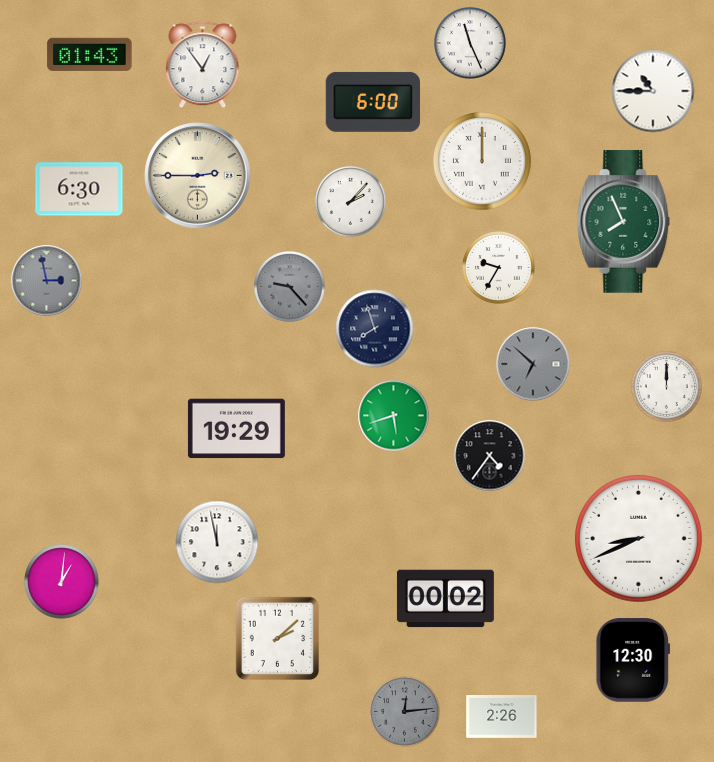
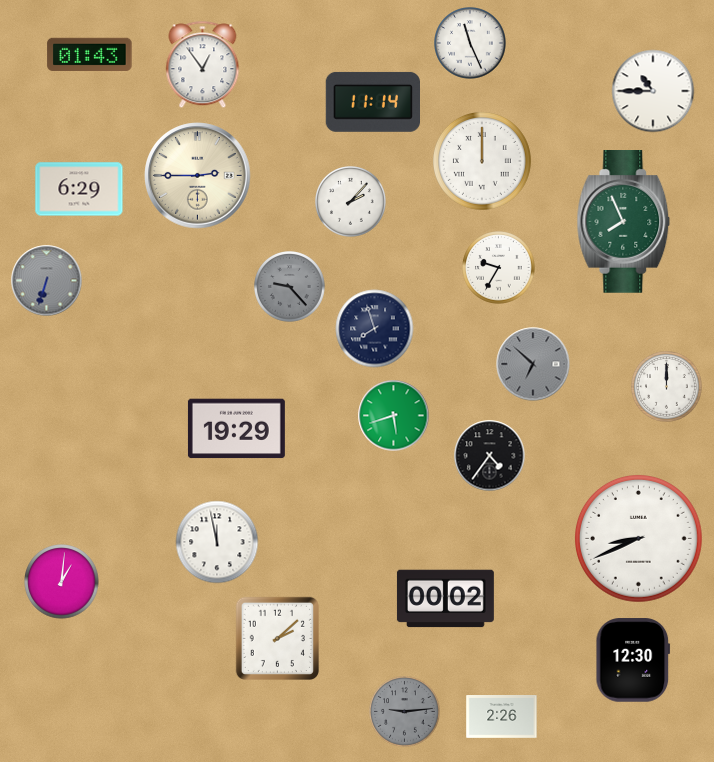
clock at (372, 102): 6:00 -> 11:14
clock at (79, 189): 6:30 -> 6:29
clock at (47, 281): 2:58 -> 6:33
clock at (405, 712): 12:14 -> 9:14
